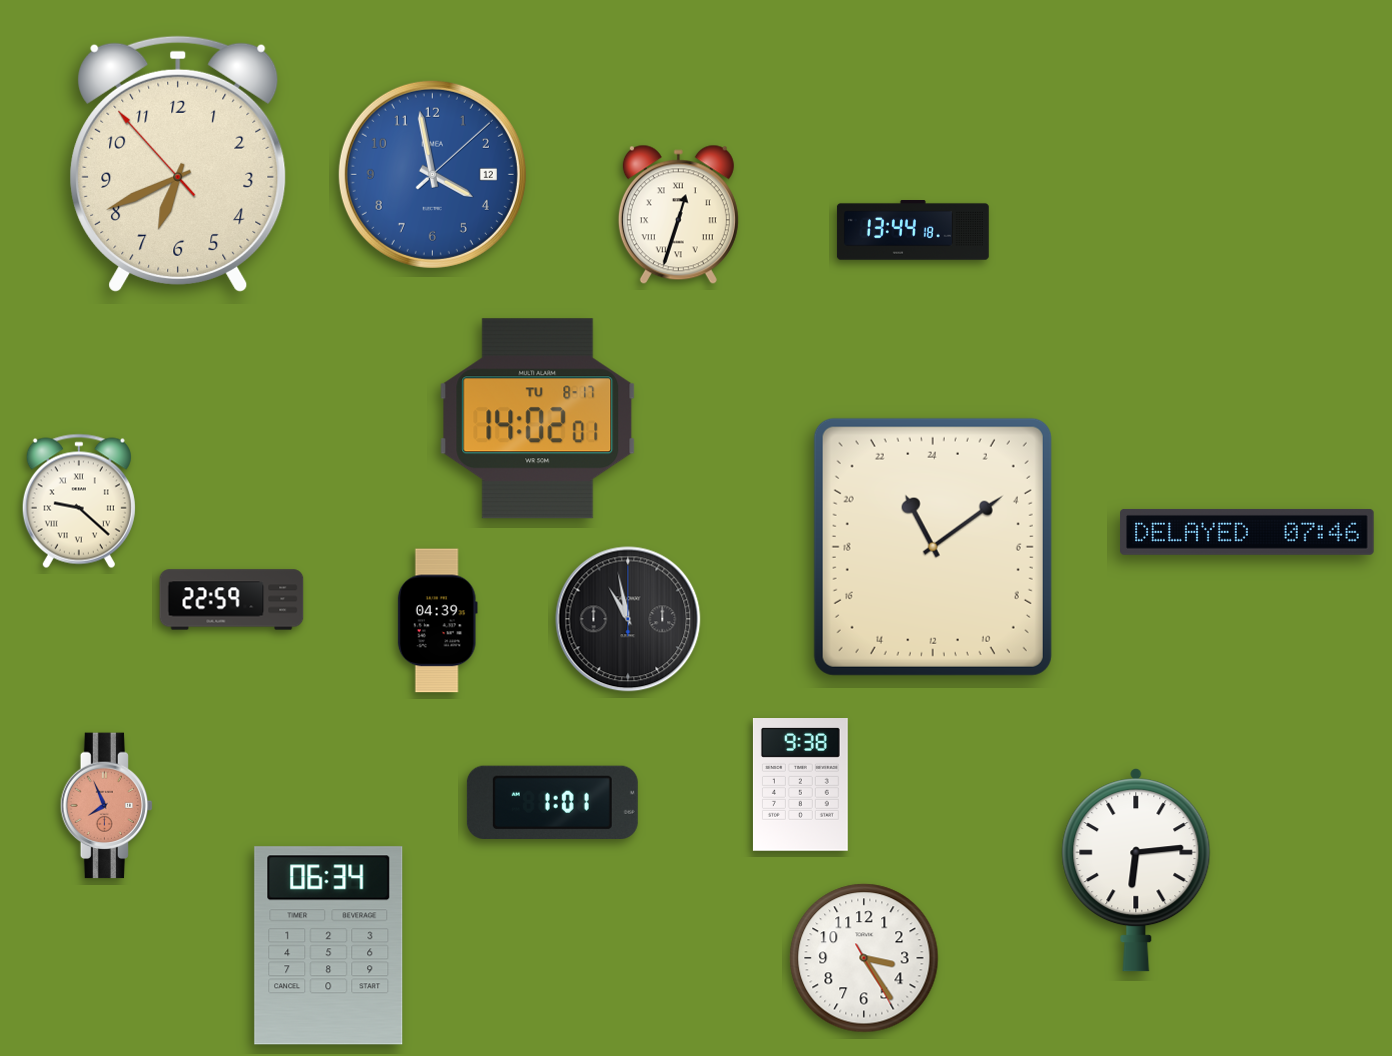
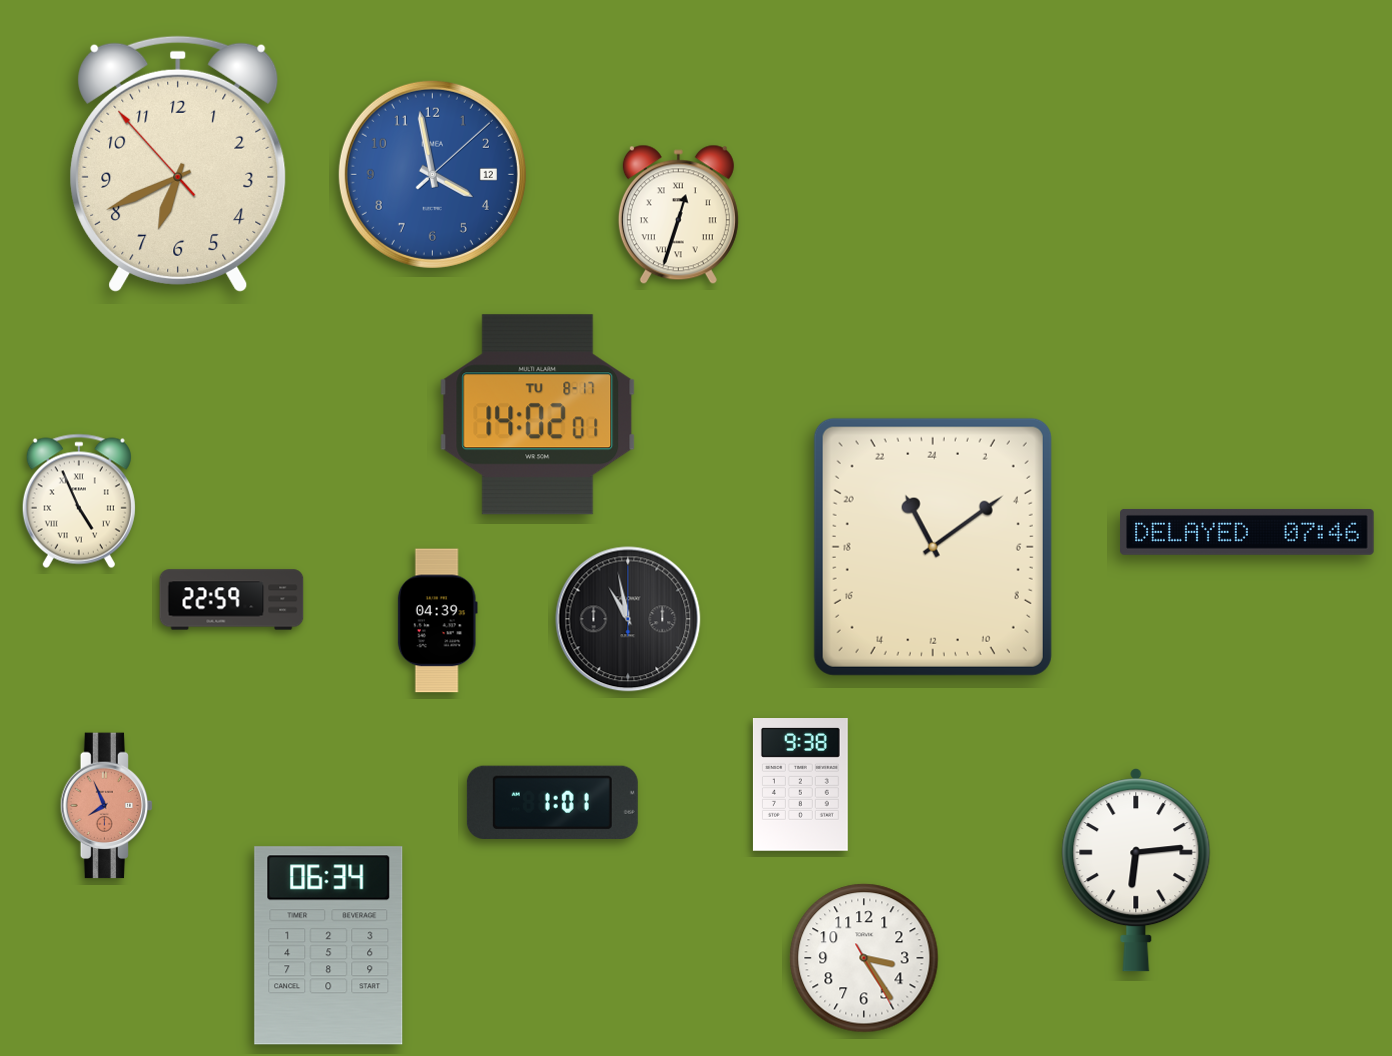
clock at (913, 231): 13:44 -> none
clock at (538, 419) position: (538, 419) -> (538, 415)
clock at (79, 501): 9:22 -> 4:56
